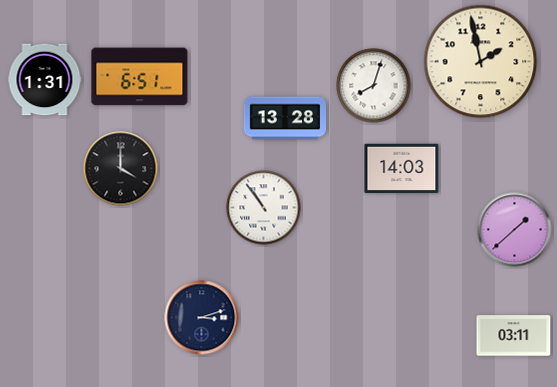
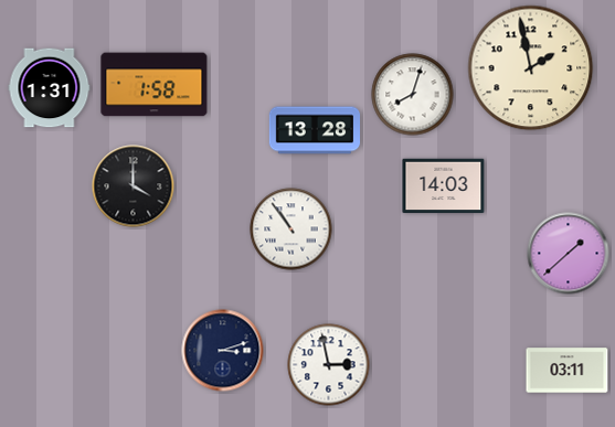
clock at (140, 77): 6:51 -> 1:58
clock at (329, 365): none -> 2:58
